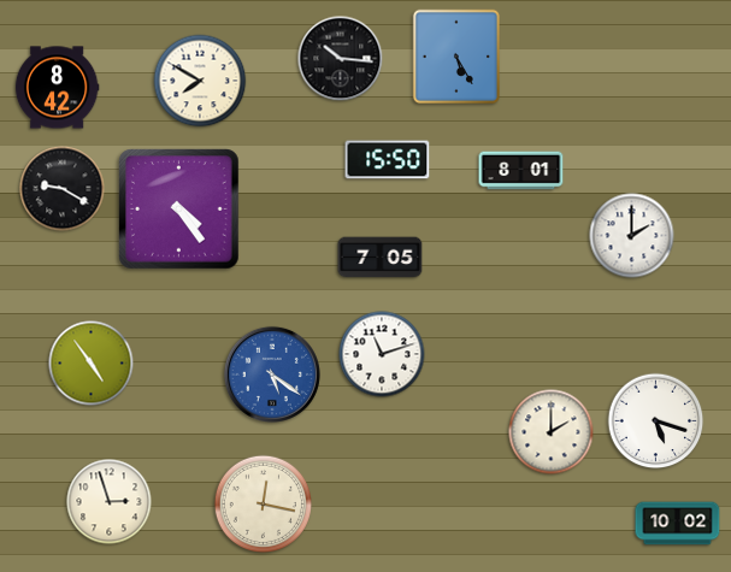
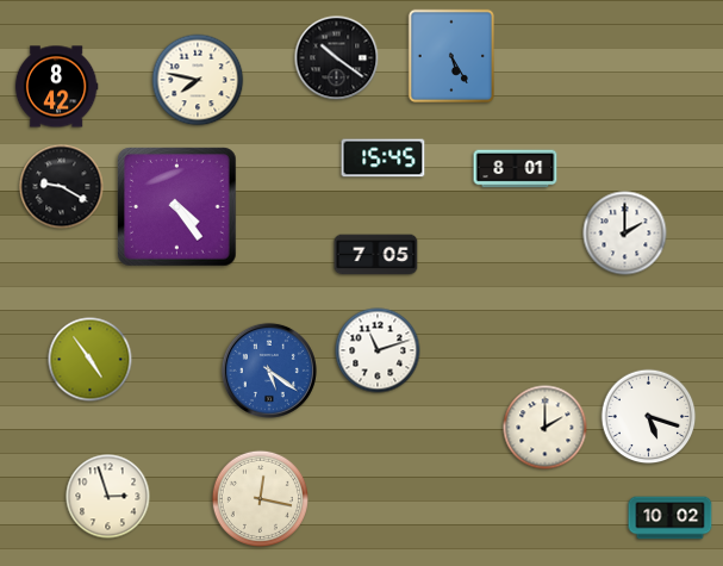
clock at (341, 59): 10:16 -> 10:21
clock at (200, 81): 7:50 -> 7:47
clock at (388, 160): 15:50 -> 15:45
